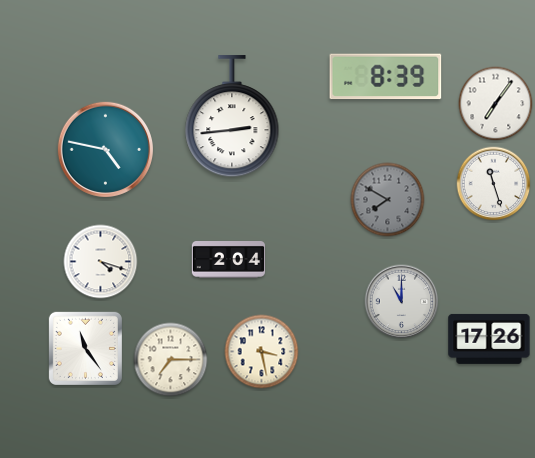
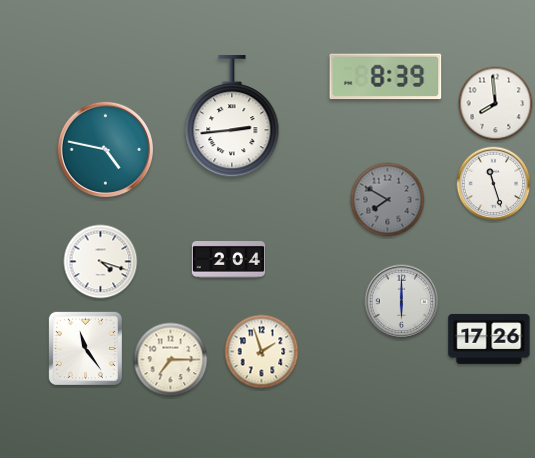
clock at (496, 104): 7:06 -> 7:59
clock at (402, 302): 11:00 -> 6:00
clock at (262, 352): 3:28 -> 1:57
